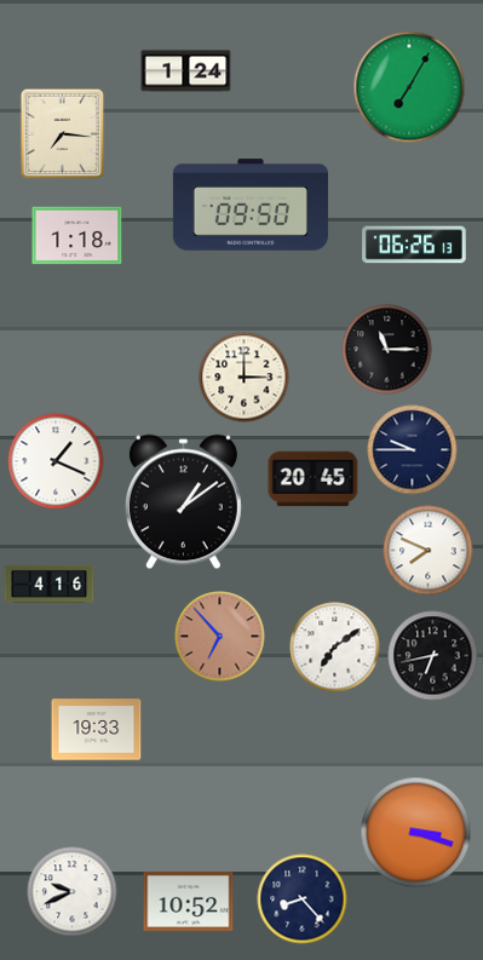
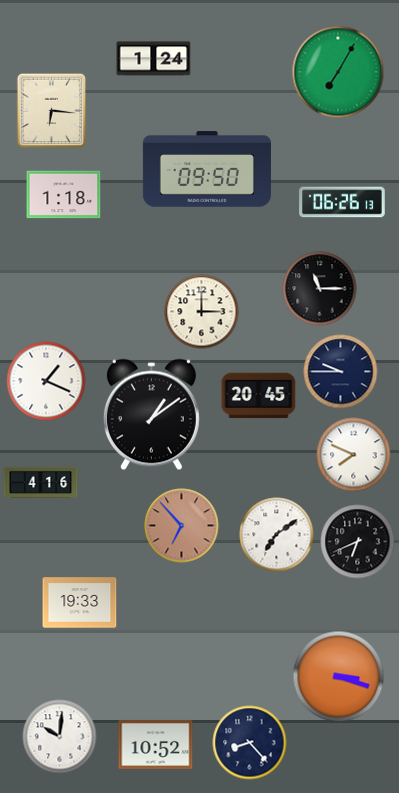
clock at (63, 134): 7:16 -> 6:16
clock at (433, 656): 6:43 -> 6:41
clock at (416, 833) position: (416, 833) -> (339, 677)
clock at (73, 892): 9:41 -> 10:01
